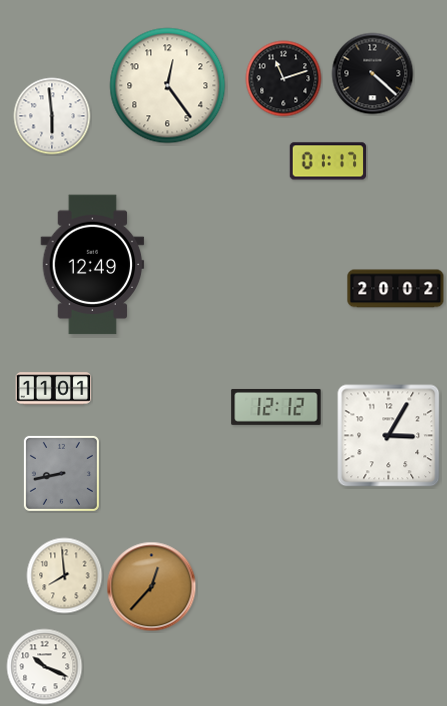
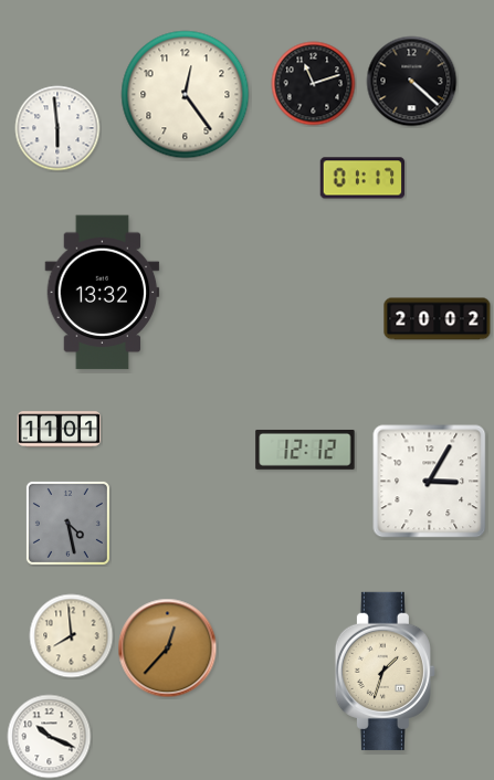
clock at (284, 79) position: (284, 79) -> (314, 84)
clock at (93, 265): 12:49 -> 13:32
clock at (61, 473): 8:43 -> 4:28
clock at (385, 671): none -> 1:33
